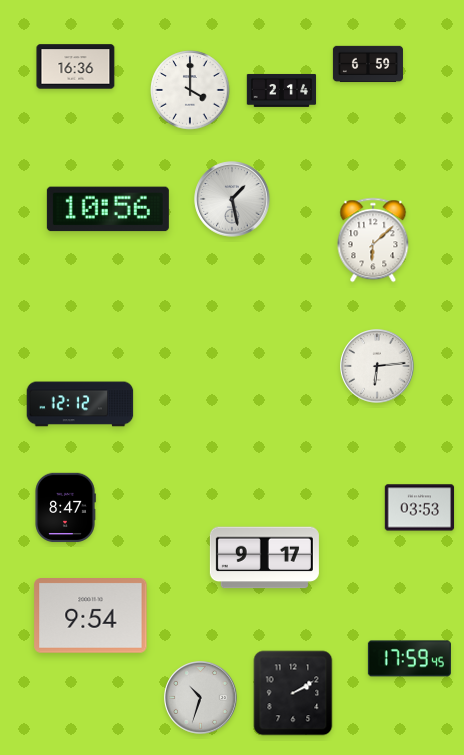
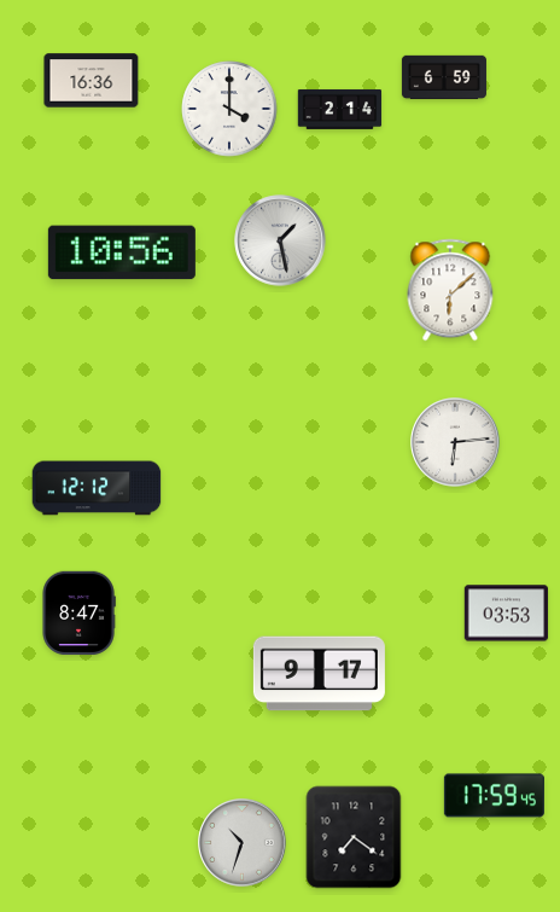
clock at (108, 209) position: (108, 209) -> (122, 252)
clock at (91, 616): 9:54 -> none
clock at (293, 693): 2:10 -> 7:21
